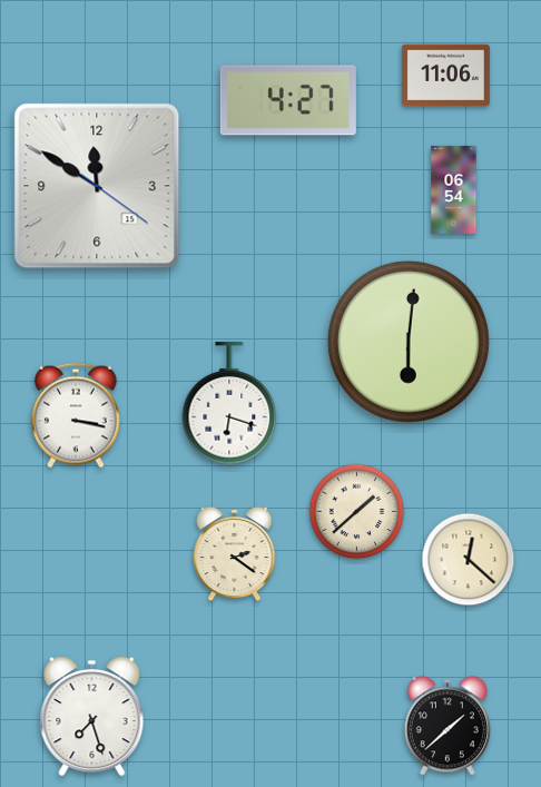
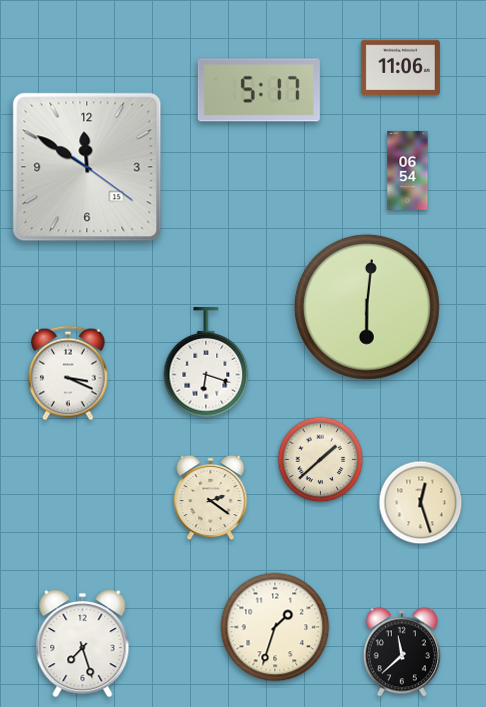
clock at (288, 100): 4:27 -> 5:17
clock at (76, 415): 3:17 -> 3:19
clock at (469, 560): 12:22 -> 12:27
clock at (275, 627): none -> 1:33
clock at (447, 726): 1:38 -> 11:38
